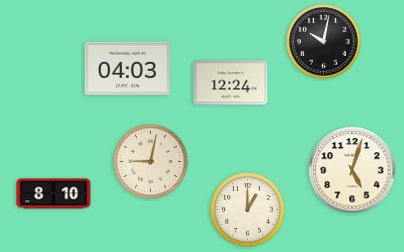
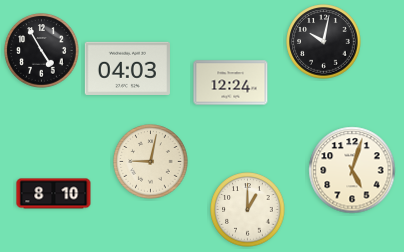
clock at (42, 51): none -> 4:55
